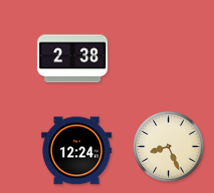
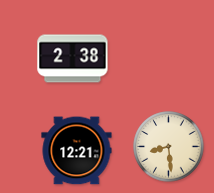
clock at (169, 147): 8:26 -> 8:29
clock at (77, 151): 12:24 -> 12:21
